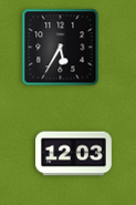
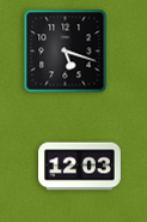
clock at (61, 48): 5:35 -> 5:18
